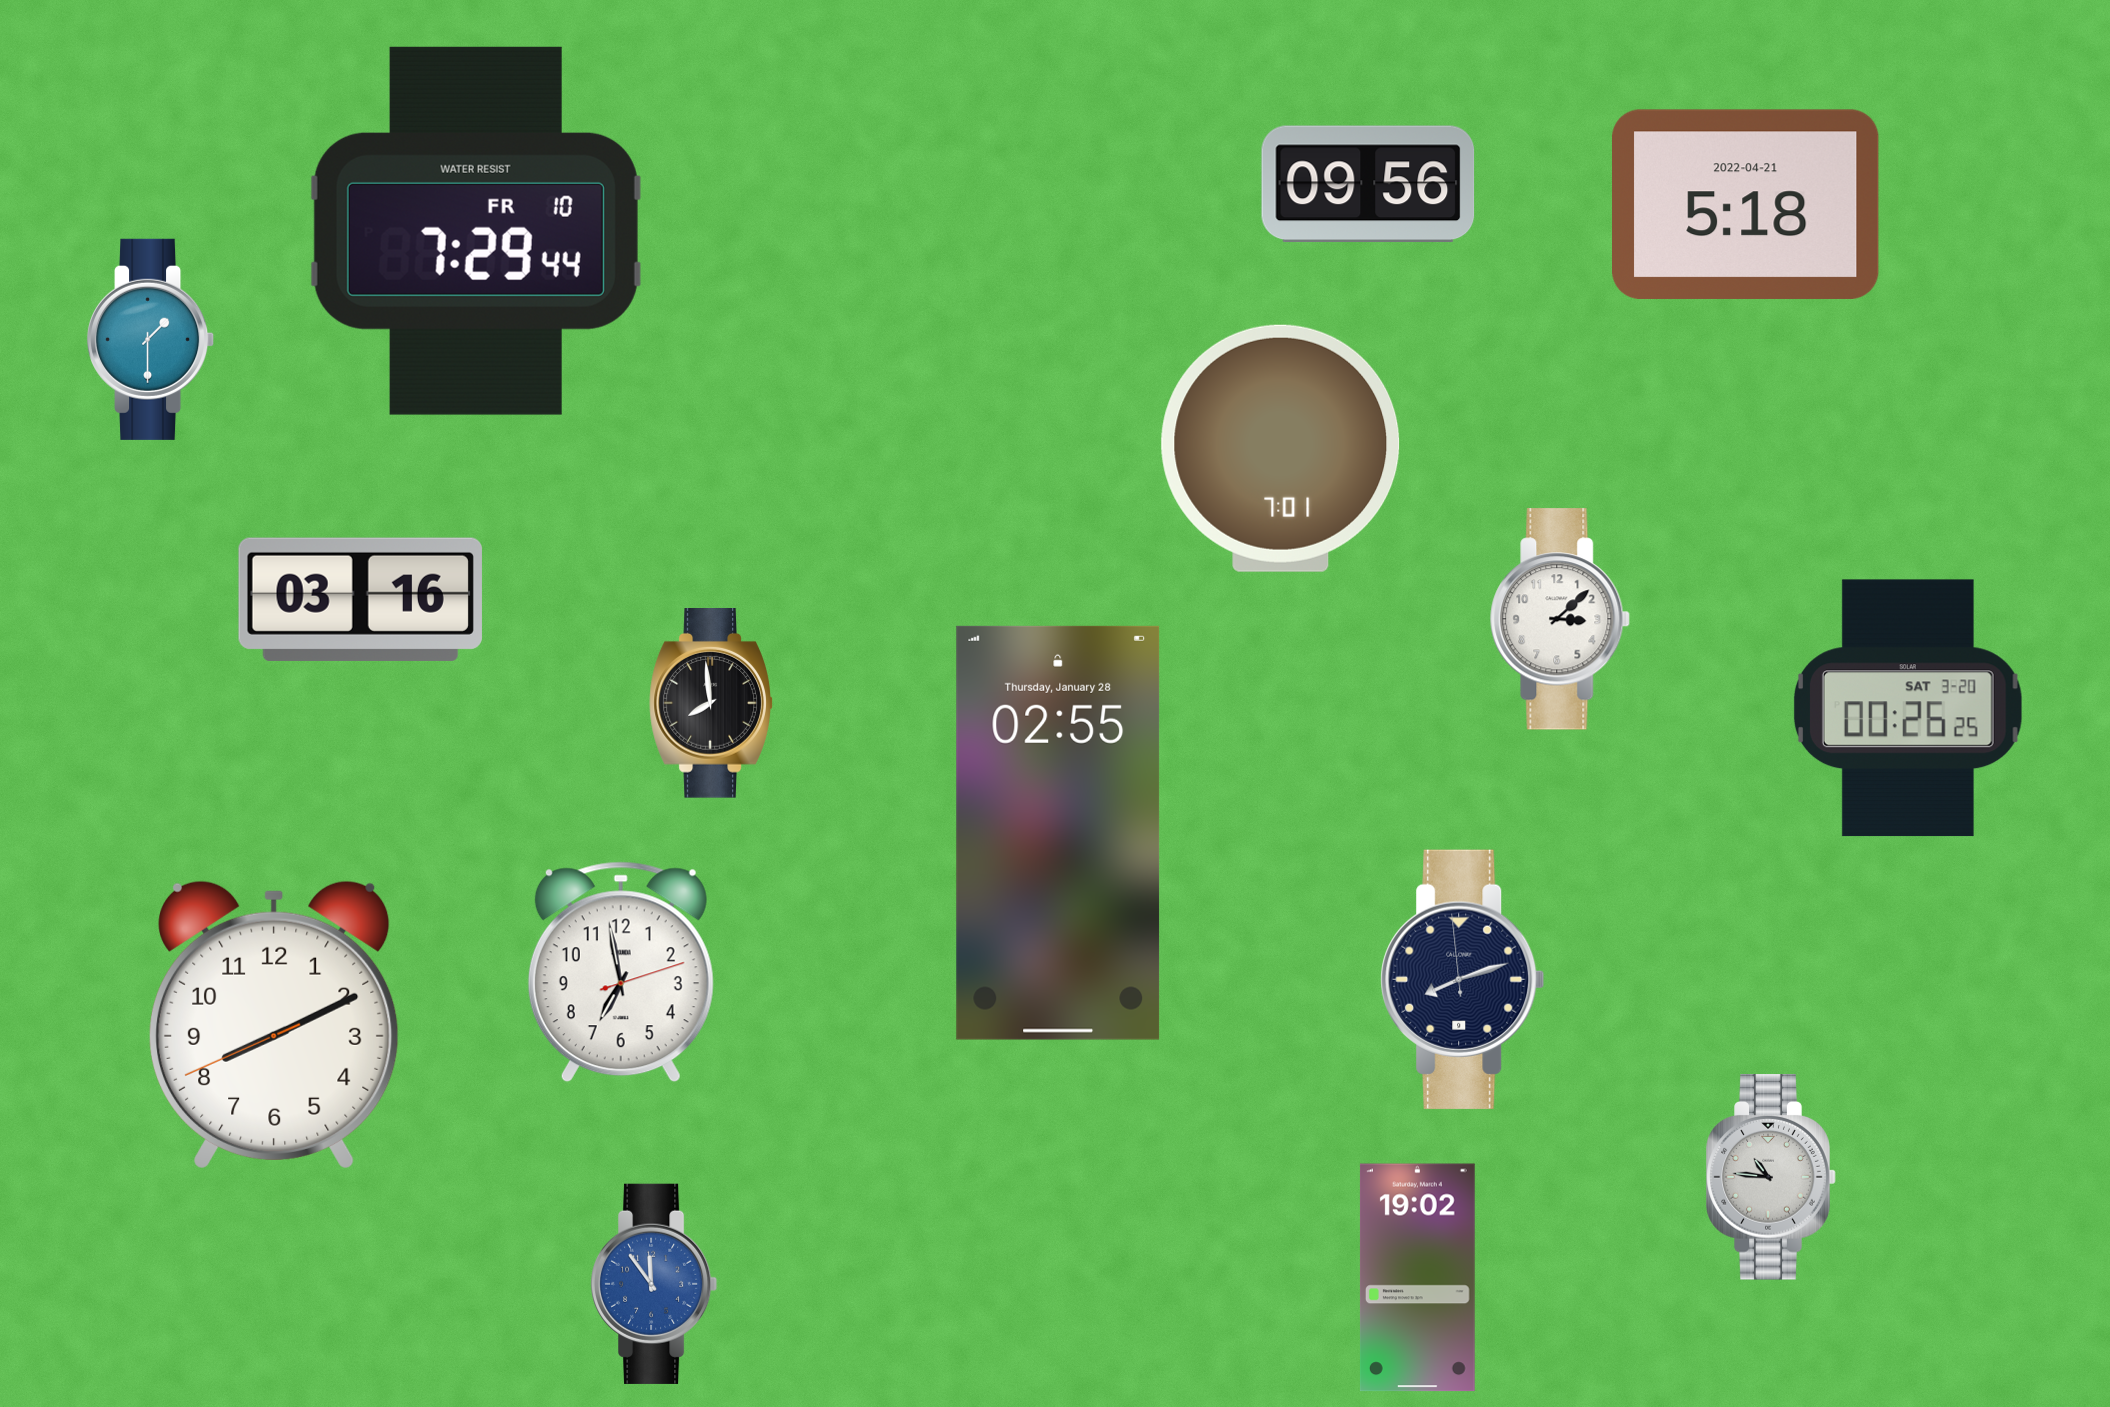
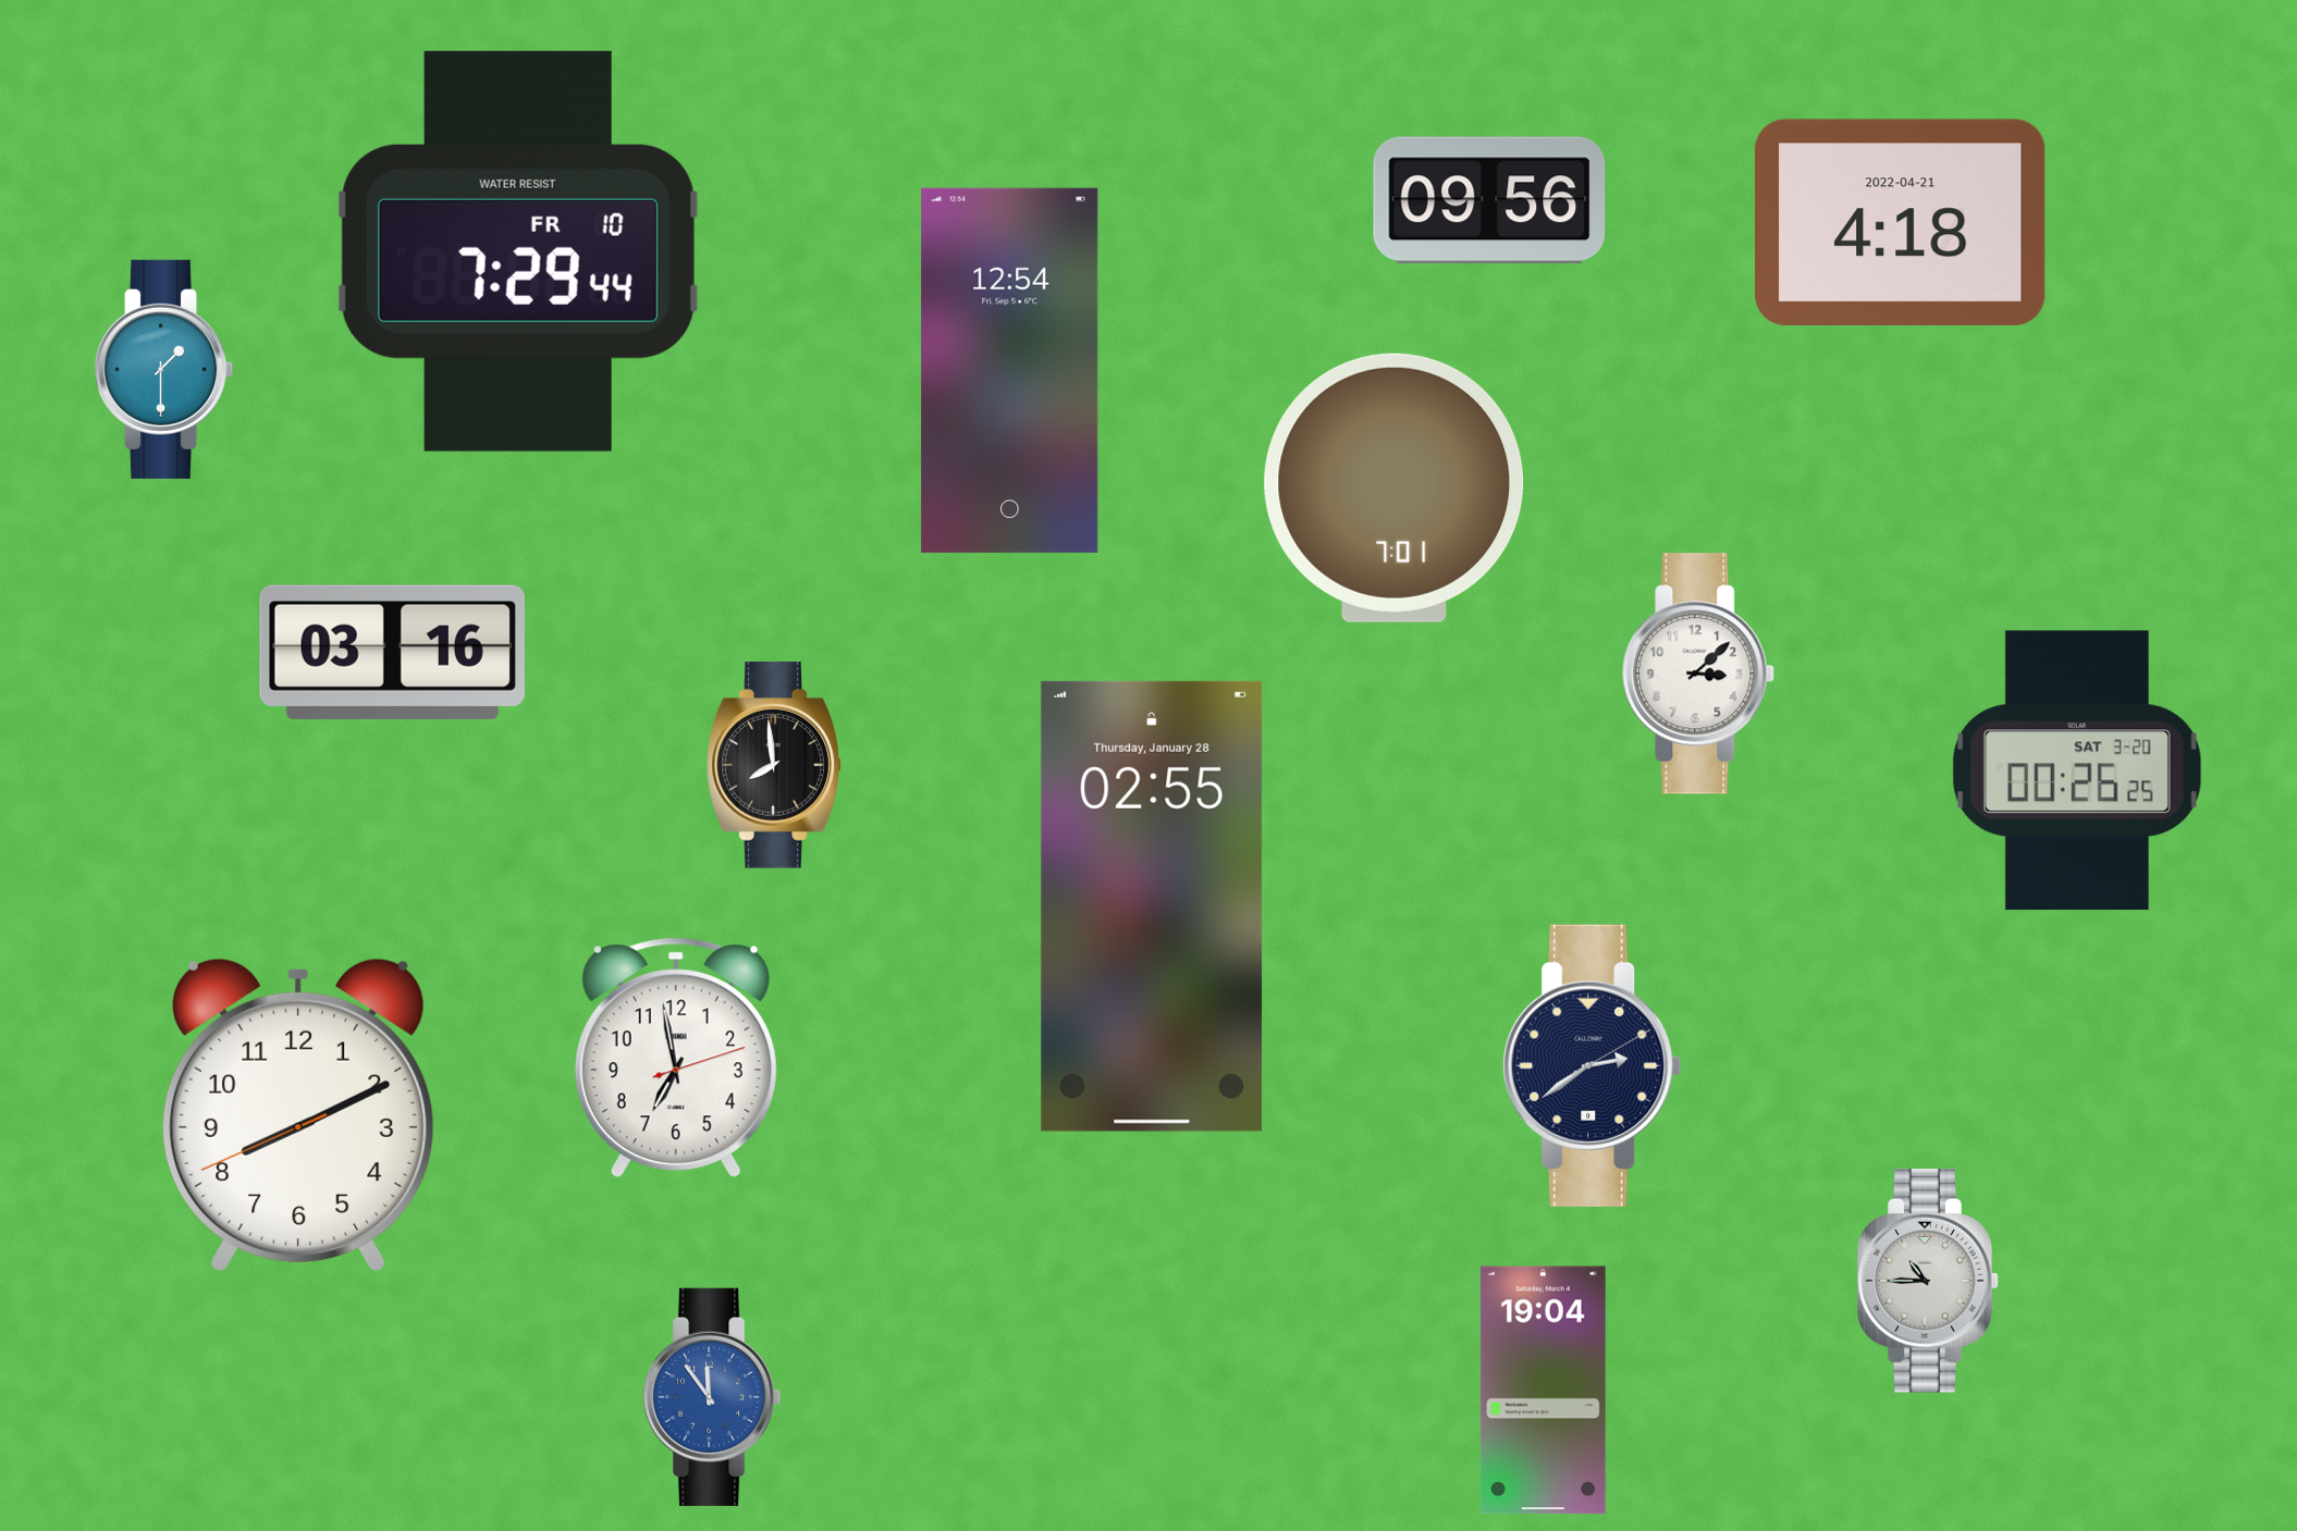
clock at (1746, 204): 5:18 -> 4:18
clock at (1010, 370): none -> 12:54
clock at (1463, 979): 8:11 -> 2:39
clock at (1771, 1177): 10:46 -> 10:45
clock at (1417, 1278): 19:02 -> 19:04
